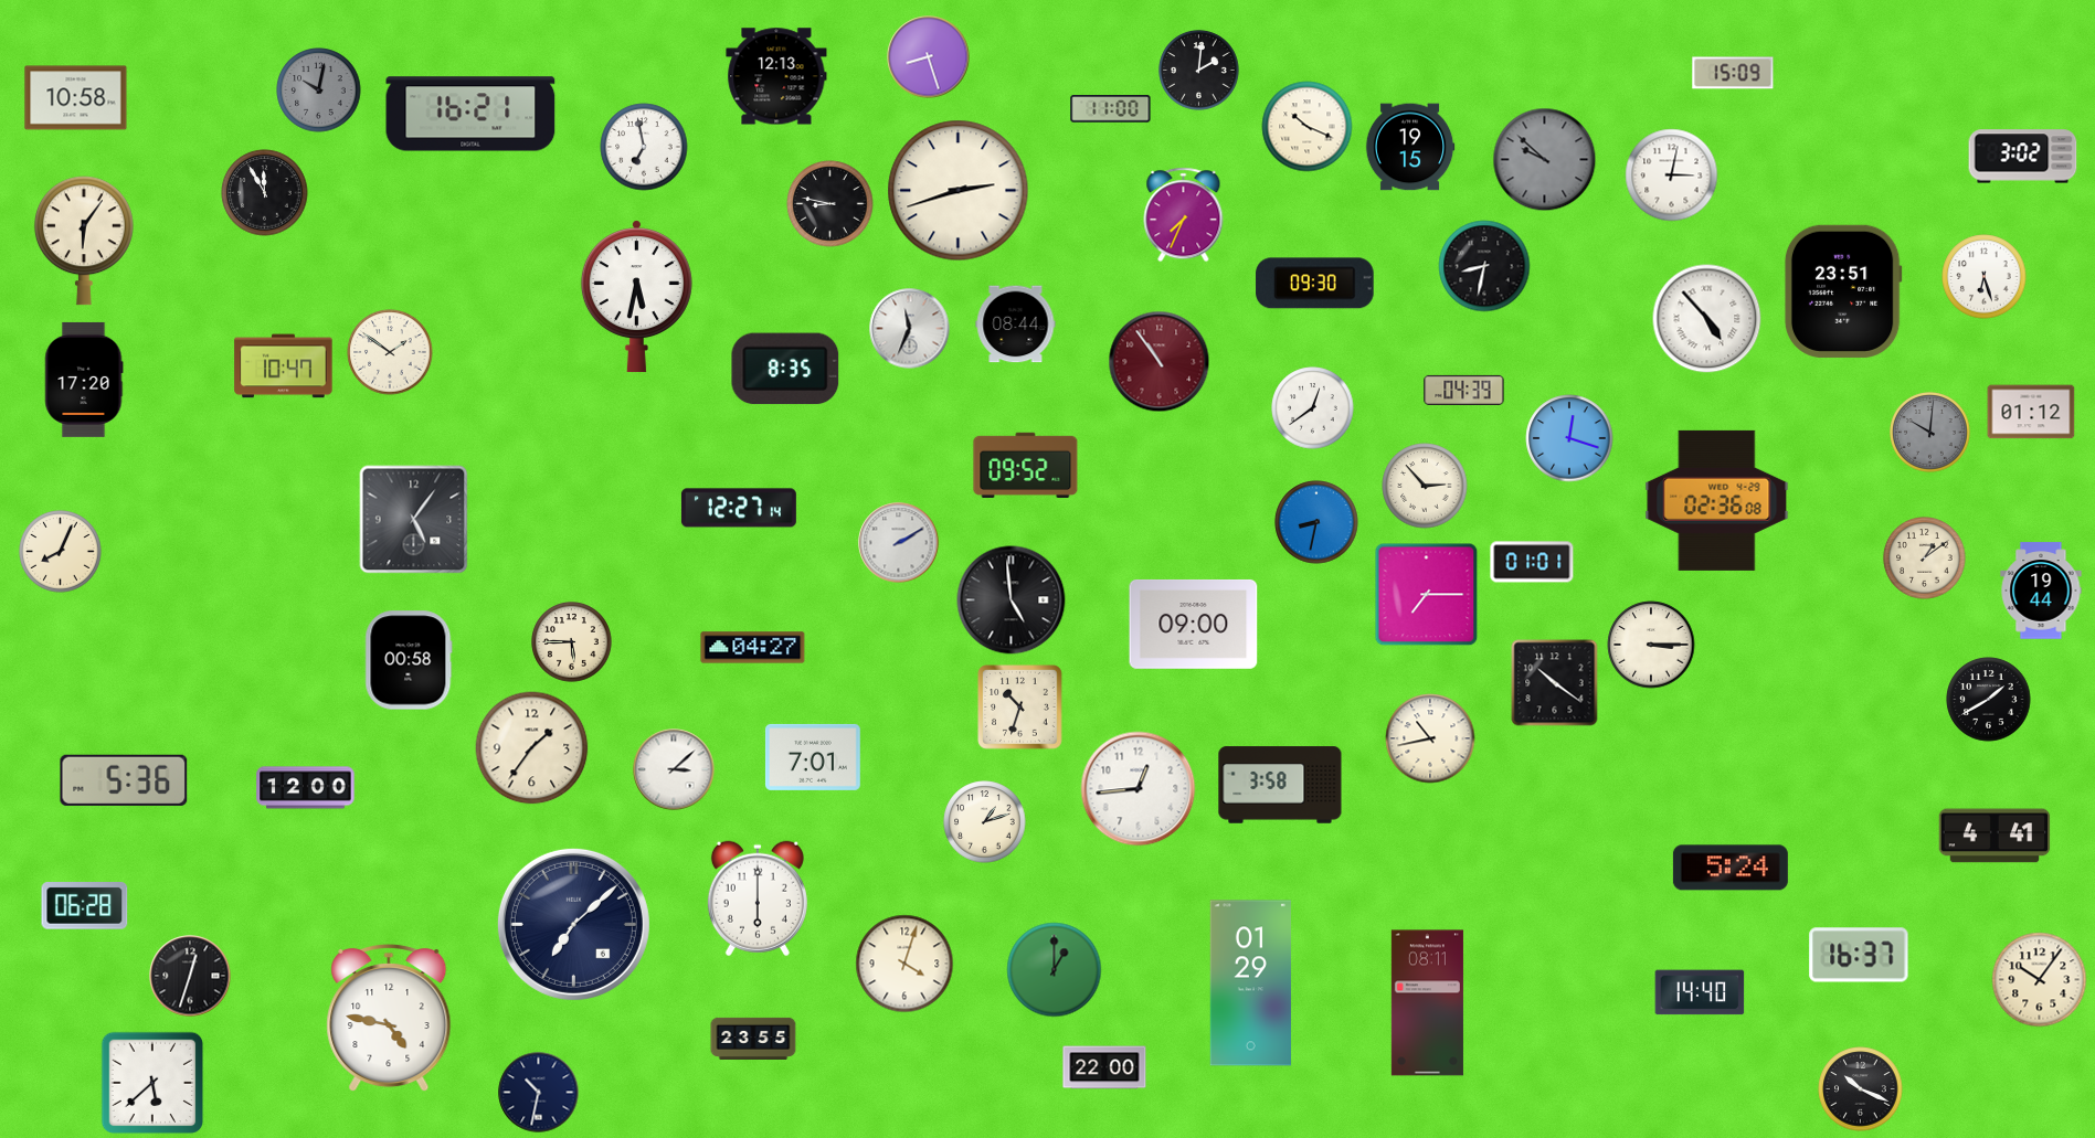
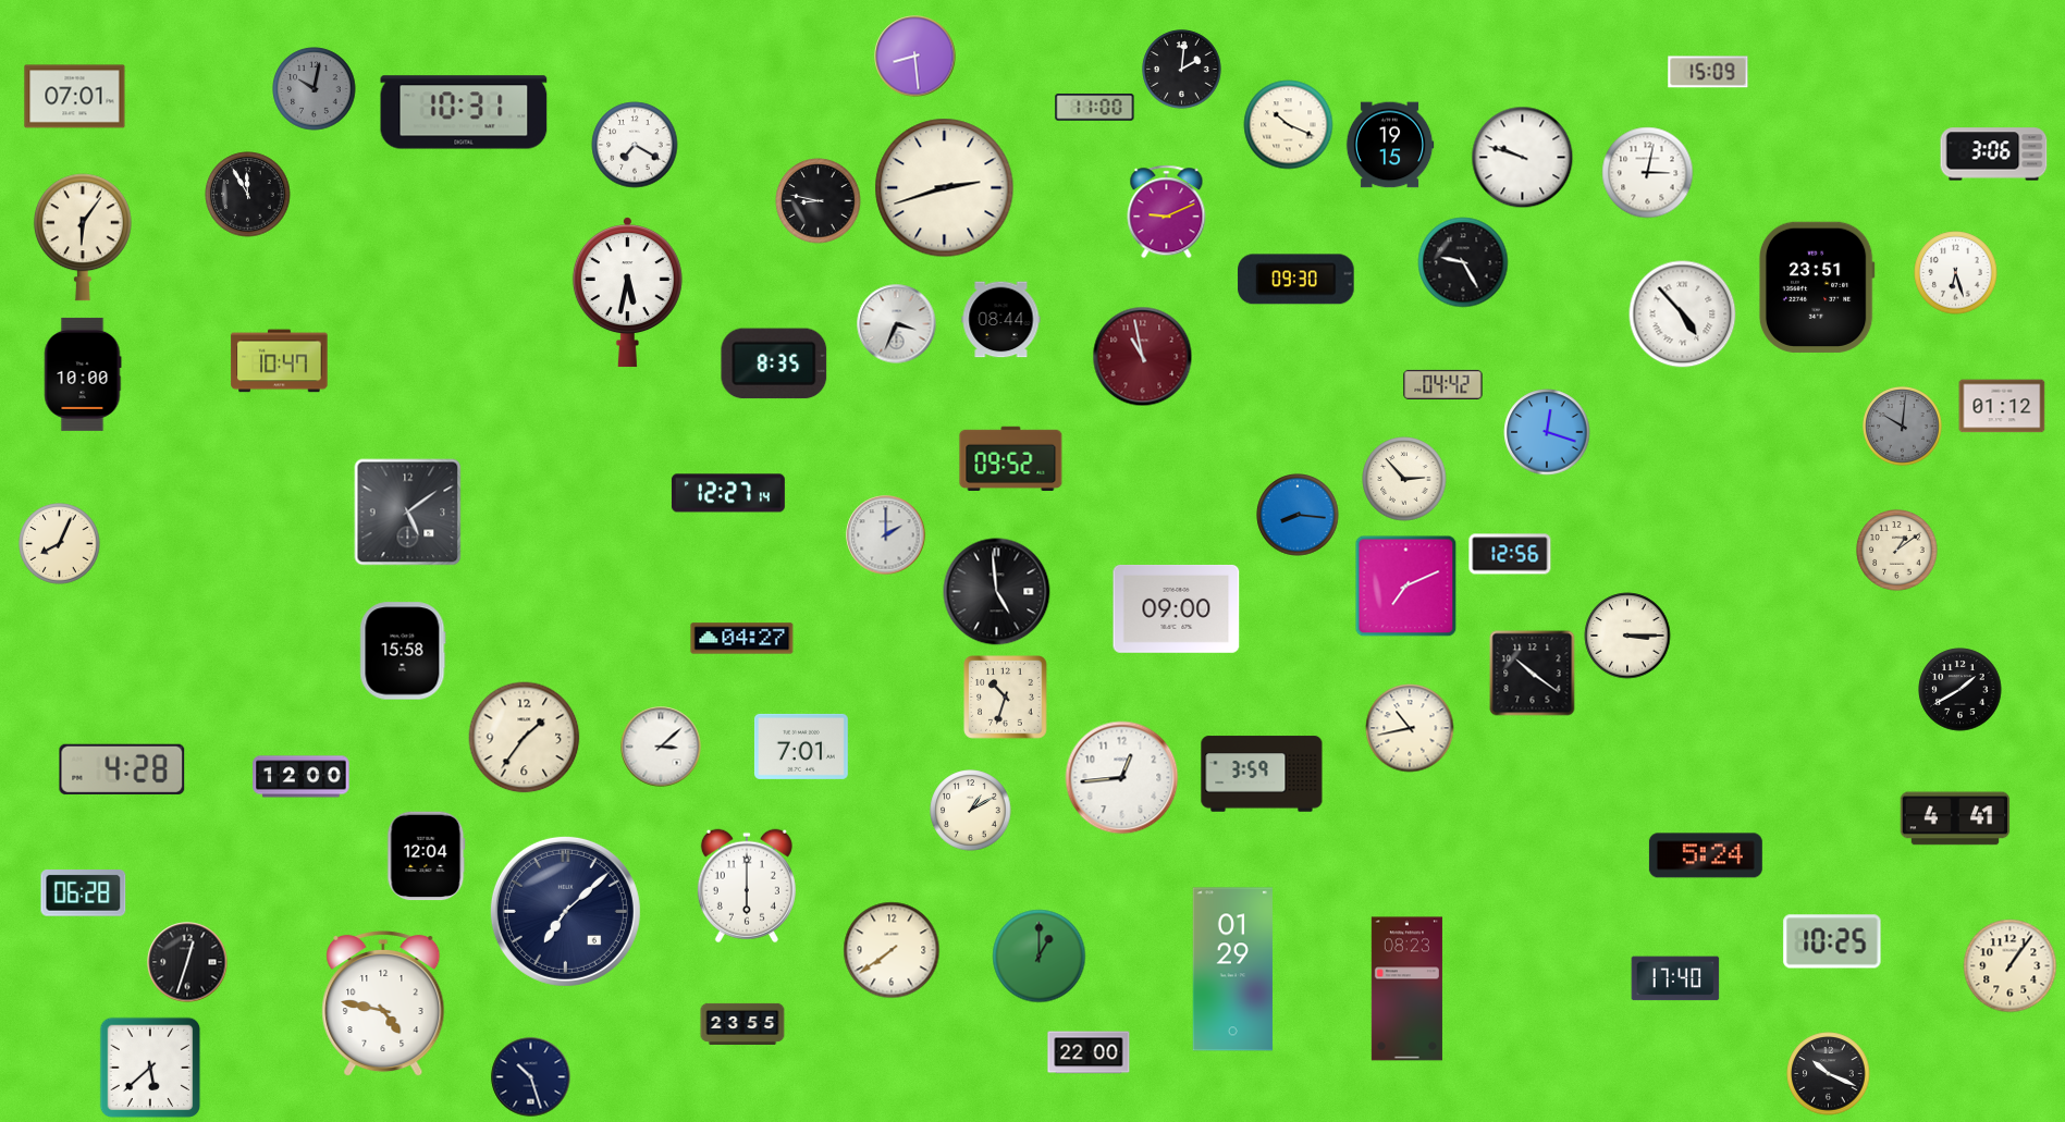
clock at (929, 57): 8:27 -> 8:29
clock at (776, 76): 12:13 -> none
clock at (76, 98): 10:58 -> 07:01
clock at (470, 114): 16:21 -> 10:31
clock at (644, 147): 6:58 -> 7:20
clock at (2023, 157): 3:02 -> 3:06
clock at (1545, 160): 9:52 -> 9:48
clock at (1545, 160) dial: grey -> white
clock at (265, 193) position: (265, 193) -> (248, 195)
clock at (1184, 215): 7:34 -> 9:11
clock at (1484, 266): 8:32 -> 9:25
clock at (910, 329): 11:34 -> 3:34
clock at (390, 352): 1:51 -> none
clock at (1160, 362): 10:54 -> 10:58
clock at (84, 380): 17:20 -> 10:00
clock at (1464, 390): 04:39 -> 04:42
clock at (1313, 408): 12:39 -> none
clock at (1717, 500): 02:36 -> none
clock at (739, 508) position: (739, 508) -> (728, 493)
clock at (414, 520): 5:06 -> 5:09
clock at (1316, 522): 8:32 -> 8:16
clock at (899, 543): 2:10 -> 2:00
clock at (1532, 562): 01:01 -> 12:56
clock at (2041, 591): 19:44 -> none
clock at (1427, 595): 7:15 -> 7:11
clock at (1194, 624) position: (1194, 624) -> (1177, 608)
clock at (572, 642): 5:45 -> none
clock at (409, 660): 00:58 -> 15:58
clock at (674, 769) position: (674, 769) -> (661, 747)
clock at (124, 780): 5:36 -> 4:28
clock at (1280, 785): 3:58 -> 3:59
clock at (985, 822): 1:12 -> 1:10
clock at (1995, 836) position: (1995, 836) -> (1955, 818)
clock at (427, 856): none -> 12:04
clock at (1859, 955): 16:37 -> 10:25
clock at (904, 964): 4:03 -> 7:39
clock at (2040, 980): 10:06 -> 1:06
clock at (1700, 992): 14:40 -> 17:40
clock at (1427, 1003): 08:11 -> 08:23
clock at (1861, 1089) position: (1861, 1089) -> (1829, 1074)
clock at (539, 1093): 10:32 -> 10:27
